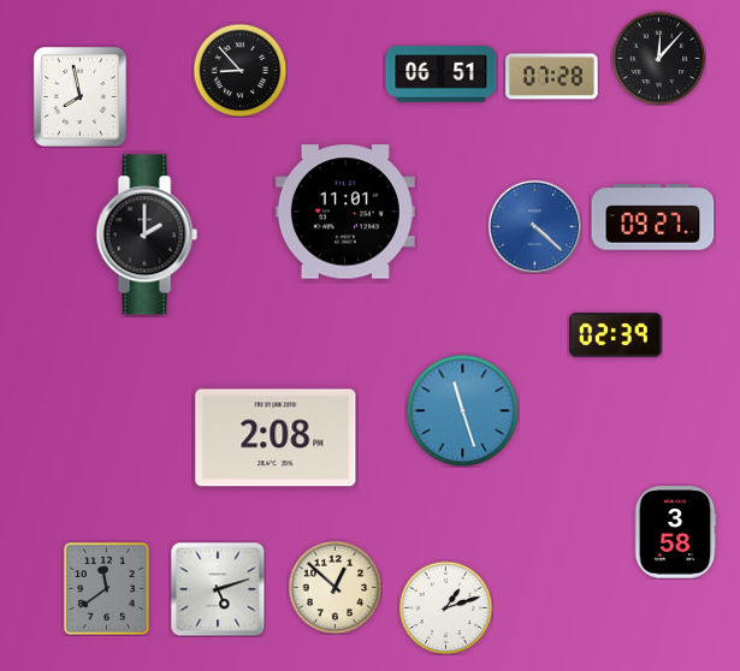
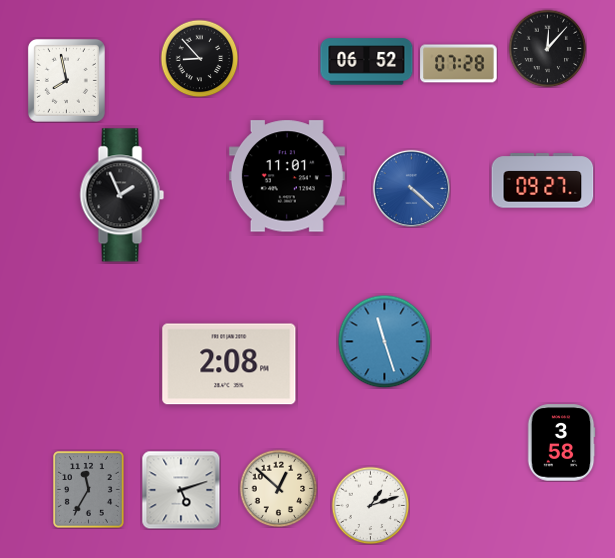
clock at (442, 75): 06:51 -> 06:52
clock at (534, 226) position: (534, 226) -> (411, 188)
clock at (147, 234): 2:00 -> 1:56
clock at (616, 335): 02:39 -> none
clock at (107, 589): 11:39 -> 11:35
